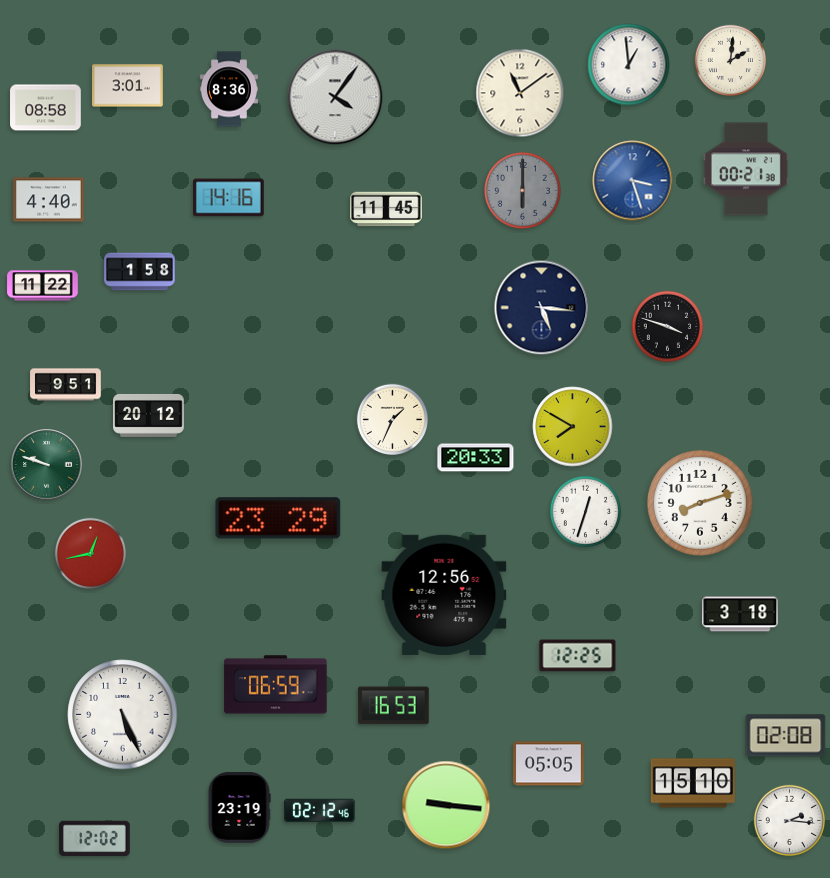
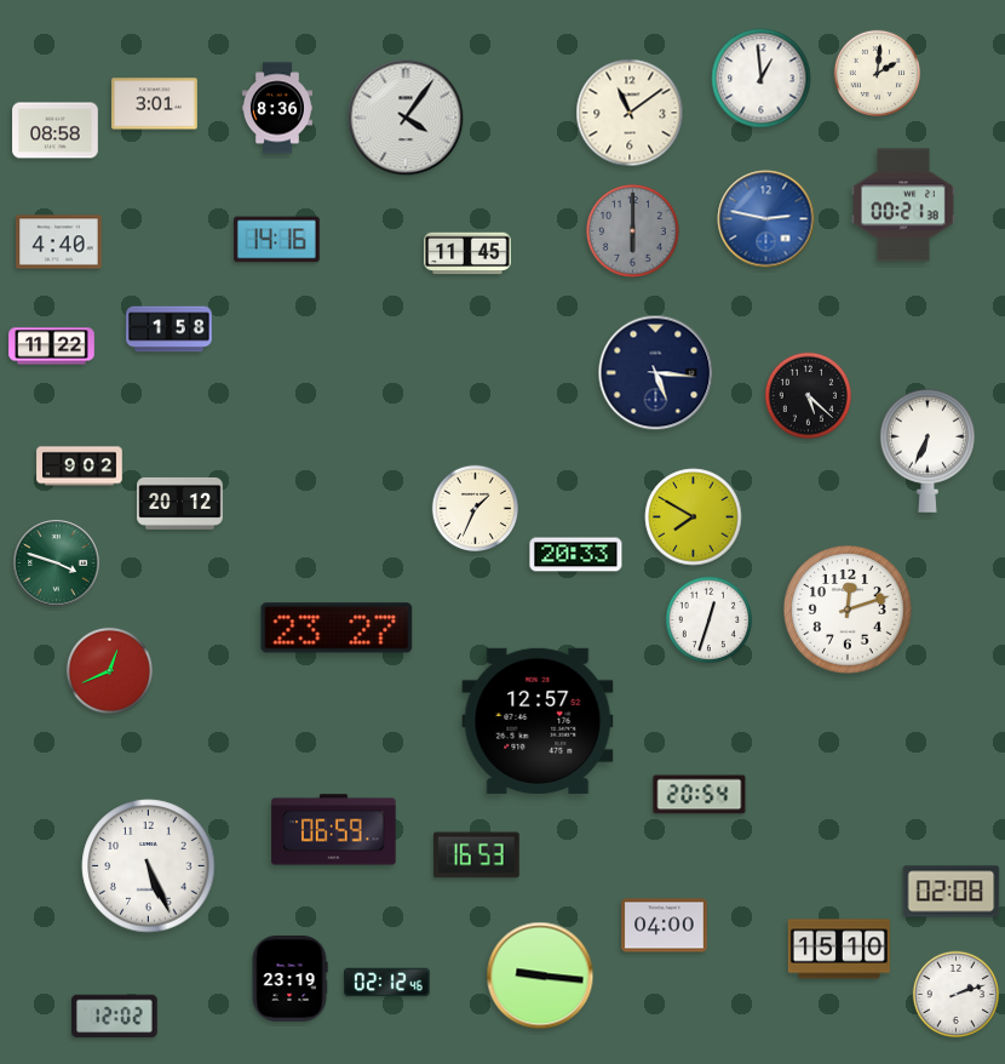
clock at (730, 60) position: (730, 60) -> (877, 73)
clock at (633, 181): 3:27 -> 2:47
clock at (667, 326): 3:48 -> 5:22
clock at (928, 451): none -> 6:34
clock at (66, 385): 9:51 -> 9:02
clock at (47, 465): 9:48 -> 3:48
clock at (700, 503): 8:12 -> 12:12
clock at (278, 518): 23:29 -> 23:27
clock at (90, 553): 12:43 -> 12:41
clock at (444, 595): 12:56 -> 12:57
clock at (740, 614): 3:18 -> none
clock at (578, 656): 12:25 -> 20:54
clock at (549, 764): 05:05 -> 04:00
clock at (789, 820): 2:16 -> 2:12
